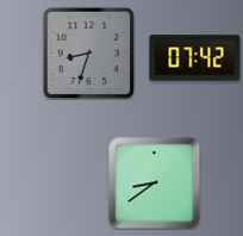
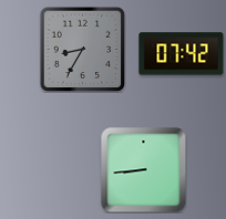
clock at (88, 52): 8:33 -> 8:35
clock at (155, 184): 8:39 -> 8:44
